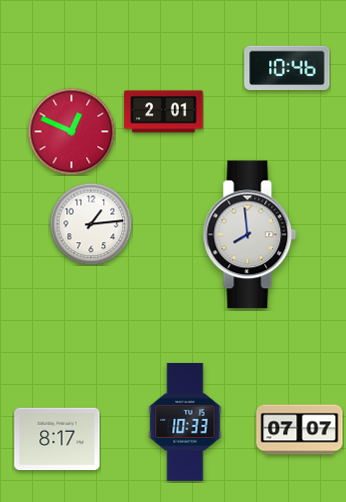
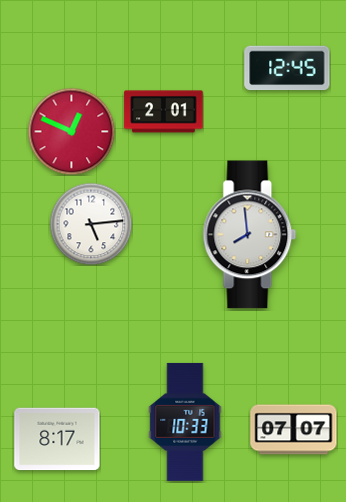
clock at (287, 68): 10:46 -> 12:45
clock at (91, 224): 1:14 -> 5:14
clock at (300, 430) position: (300, 430) -> (294, 430)
